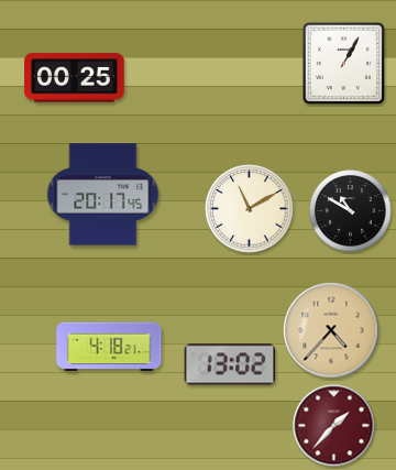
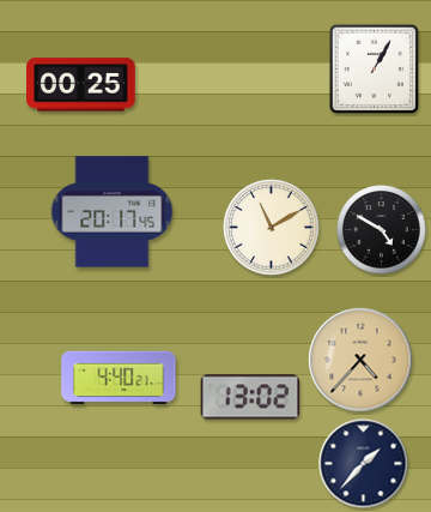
clock at (351, 211): 10:50 -> 4:50
clock at (109, 347): 4:18 -> 4:40
clock at (334, 426) dial: burgundy -> navy
